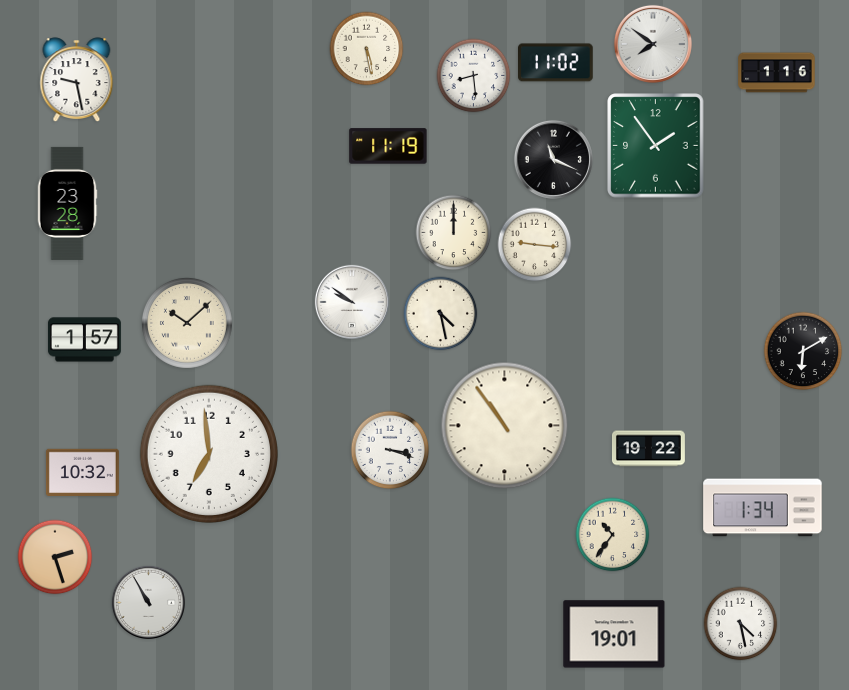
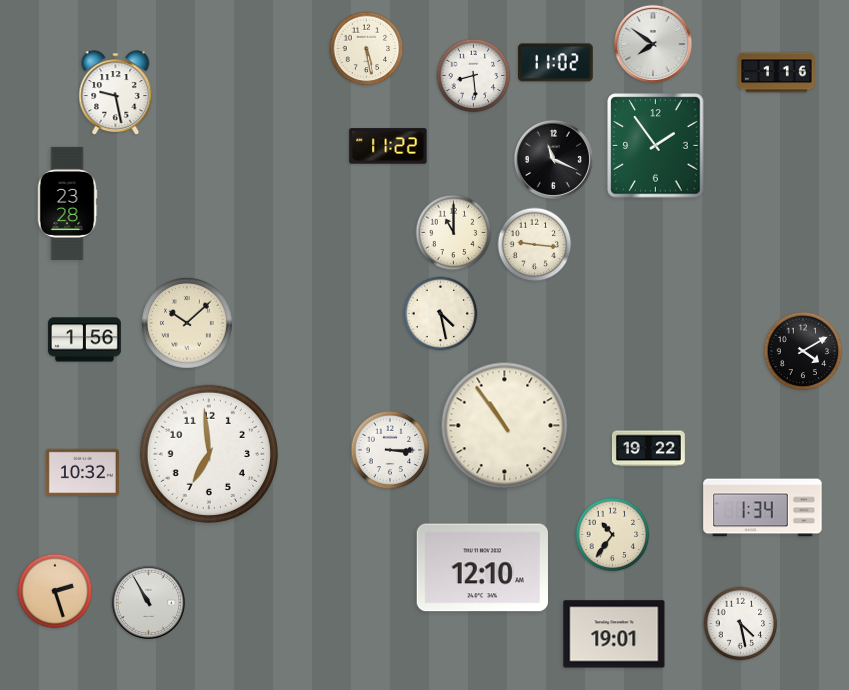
clock at (77, 79) position: (77, 79) -> (116, 92)
clock at (388, 146): 11:19 -> 11:22
clock at (454, 233): 12:00 -> 11:00
clock at (352, 302): 9:51 -> none
clock at (84, 340): 1:57 -> 1:56
clock at (803, 351): 6:10 -> 4:10
clock at (390, 450): 3:18 -> 3:15
clock at (55, 557) position: (55, 557) -> (55, 591)
clock at (482, 568): none -> 12:10
